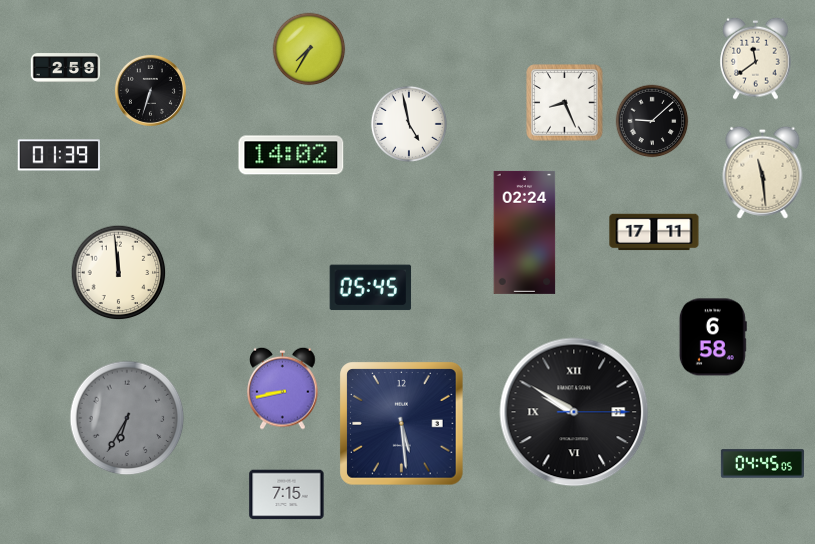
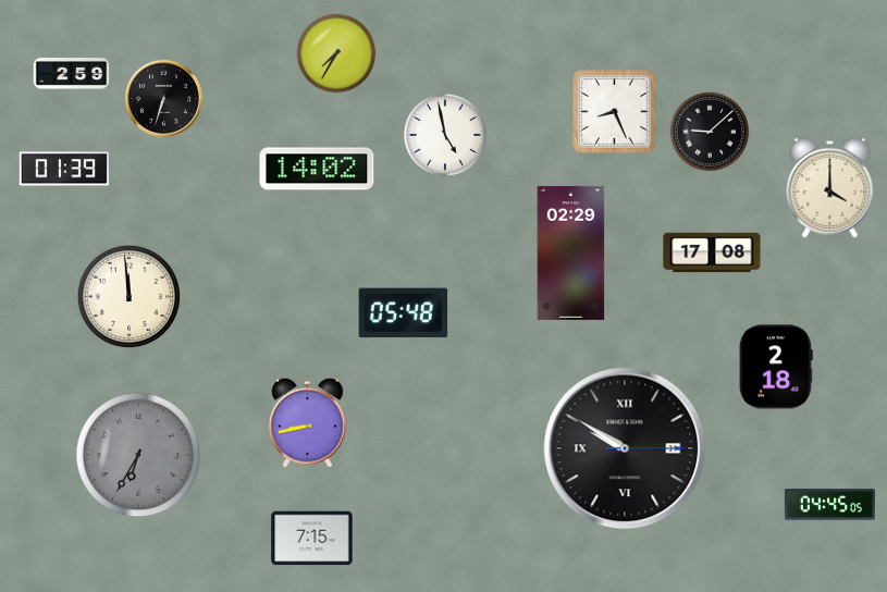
clock at (756, 58): 11:39 -> none
clock at (763, 172): 11:29 -> 4:00
clock at (525, 232): 02:24 -> 02:29
clock at (654, 232): 17:11 -> 17:08
clock at (371, 288): 05:45 -> 05:48
clock at (713, 337): 6:58 -> 2:18
clock at (402, 424): 5:29 -> none
